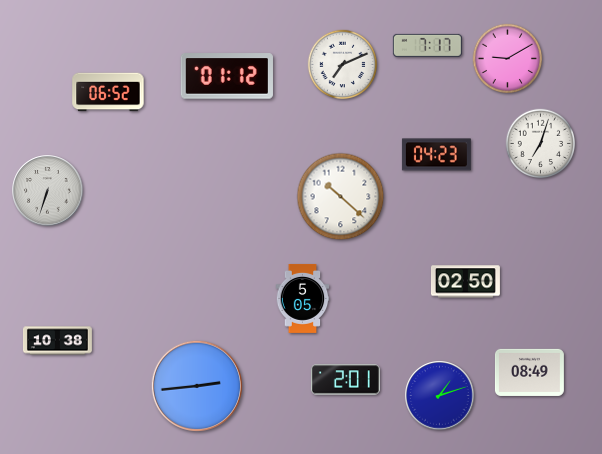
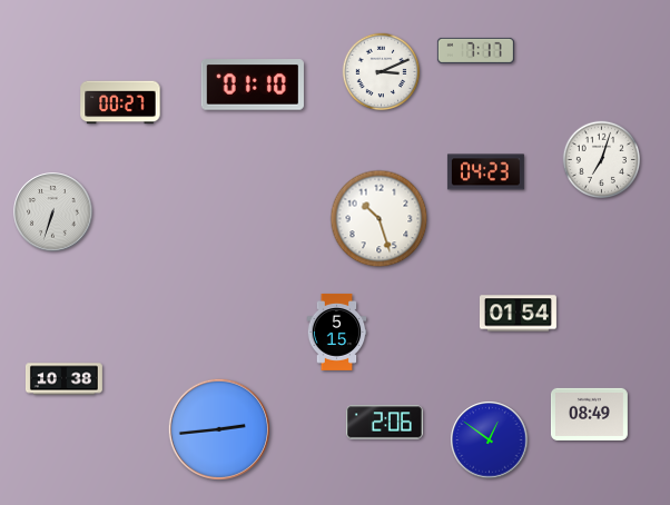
clock at (508, 59): 9:10 -> none
clock at (343, 65): 7:11 -> 3:11
clock at (227, 76): 01:12 -> 01:10
clock at (108, 92): 06:52 -> 00:27
clock at (341, 197): 10:22 -> 10:27
clock at (465, 282): 02:50 -> 01:54
clock at (303, 298): 5:05 -> 5:15
clock at (345, 380): 2:01 -> 2:06
clock at (440, 396): 1:12 -> 12:51
